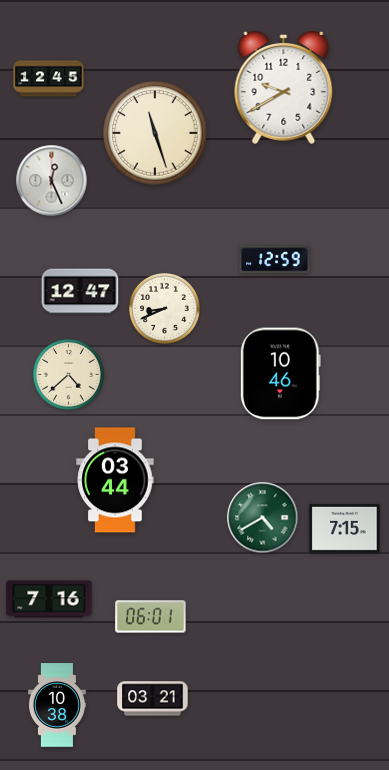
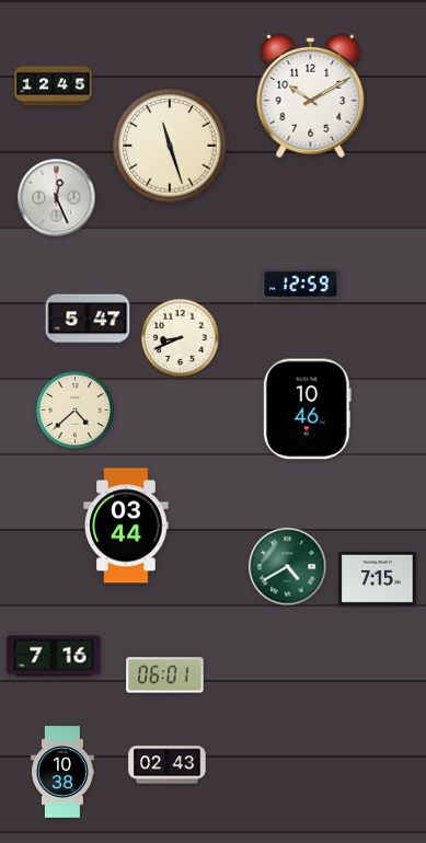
clock at (284, 87): 9:40 -> 10:10
clock at (80, 291): 12:47 -> 5:47
clock at (153, 699): 03:21 -> 02:43
